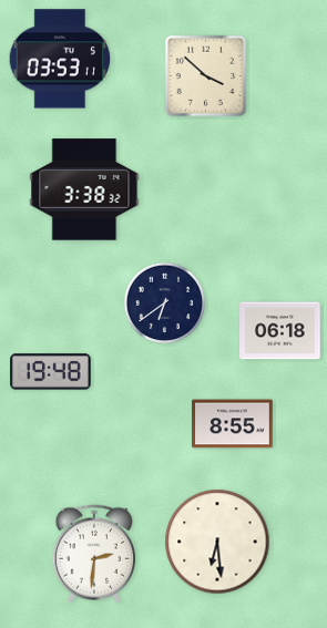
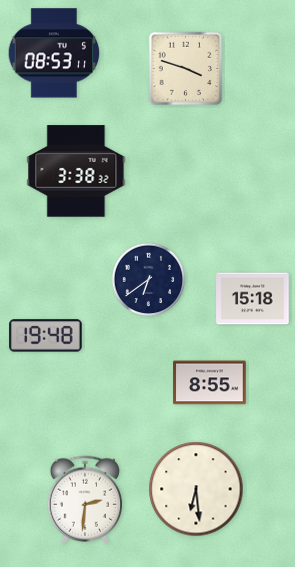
clock at (60, 59): 03:53 -> 08:53
clock at (206, 76): 3:52 -> 3:48
clock at (165, 303) position: (165, 303) -> (149, 280)
clock at (280, 331): 06:18 -> 15:18
